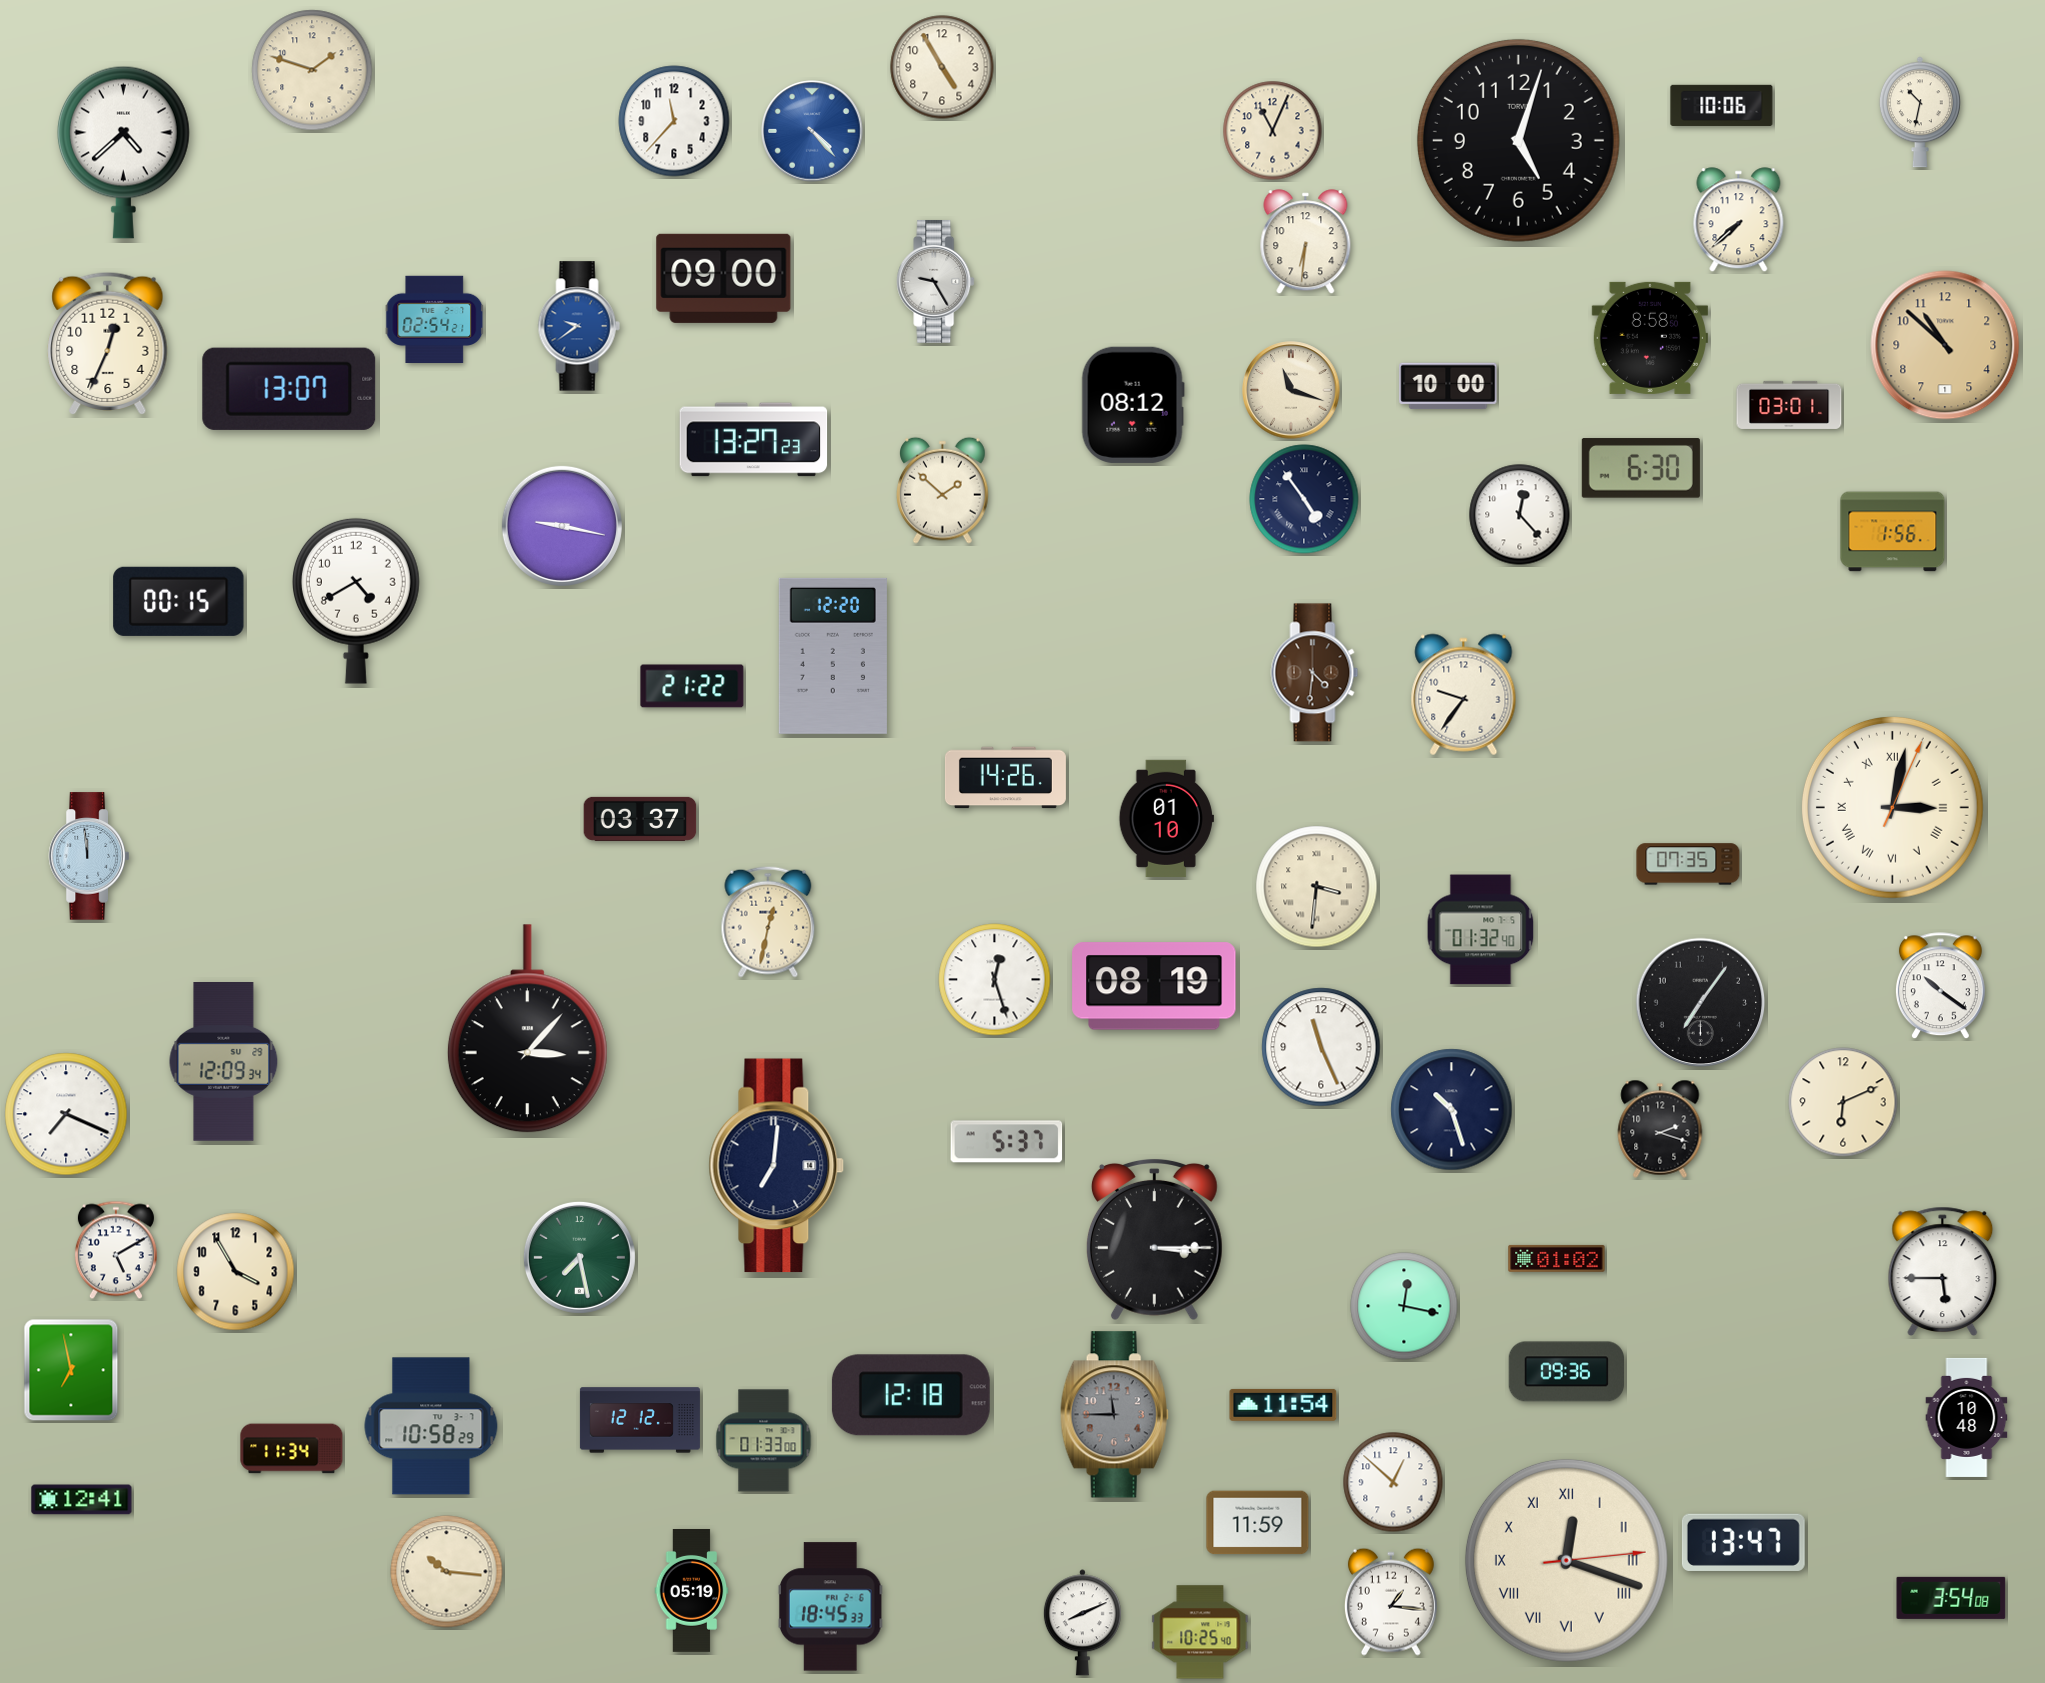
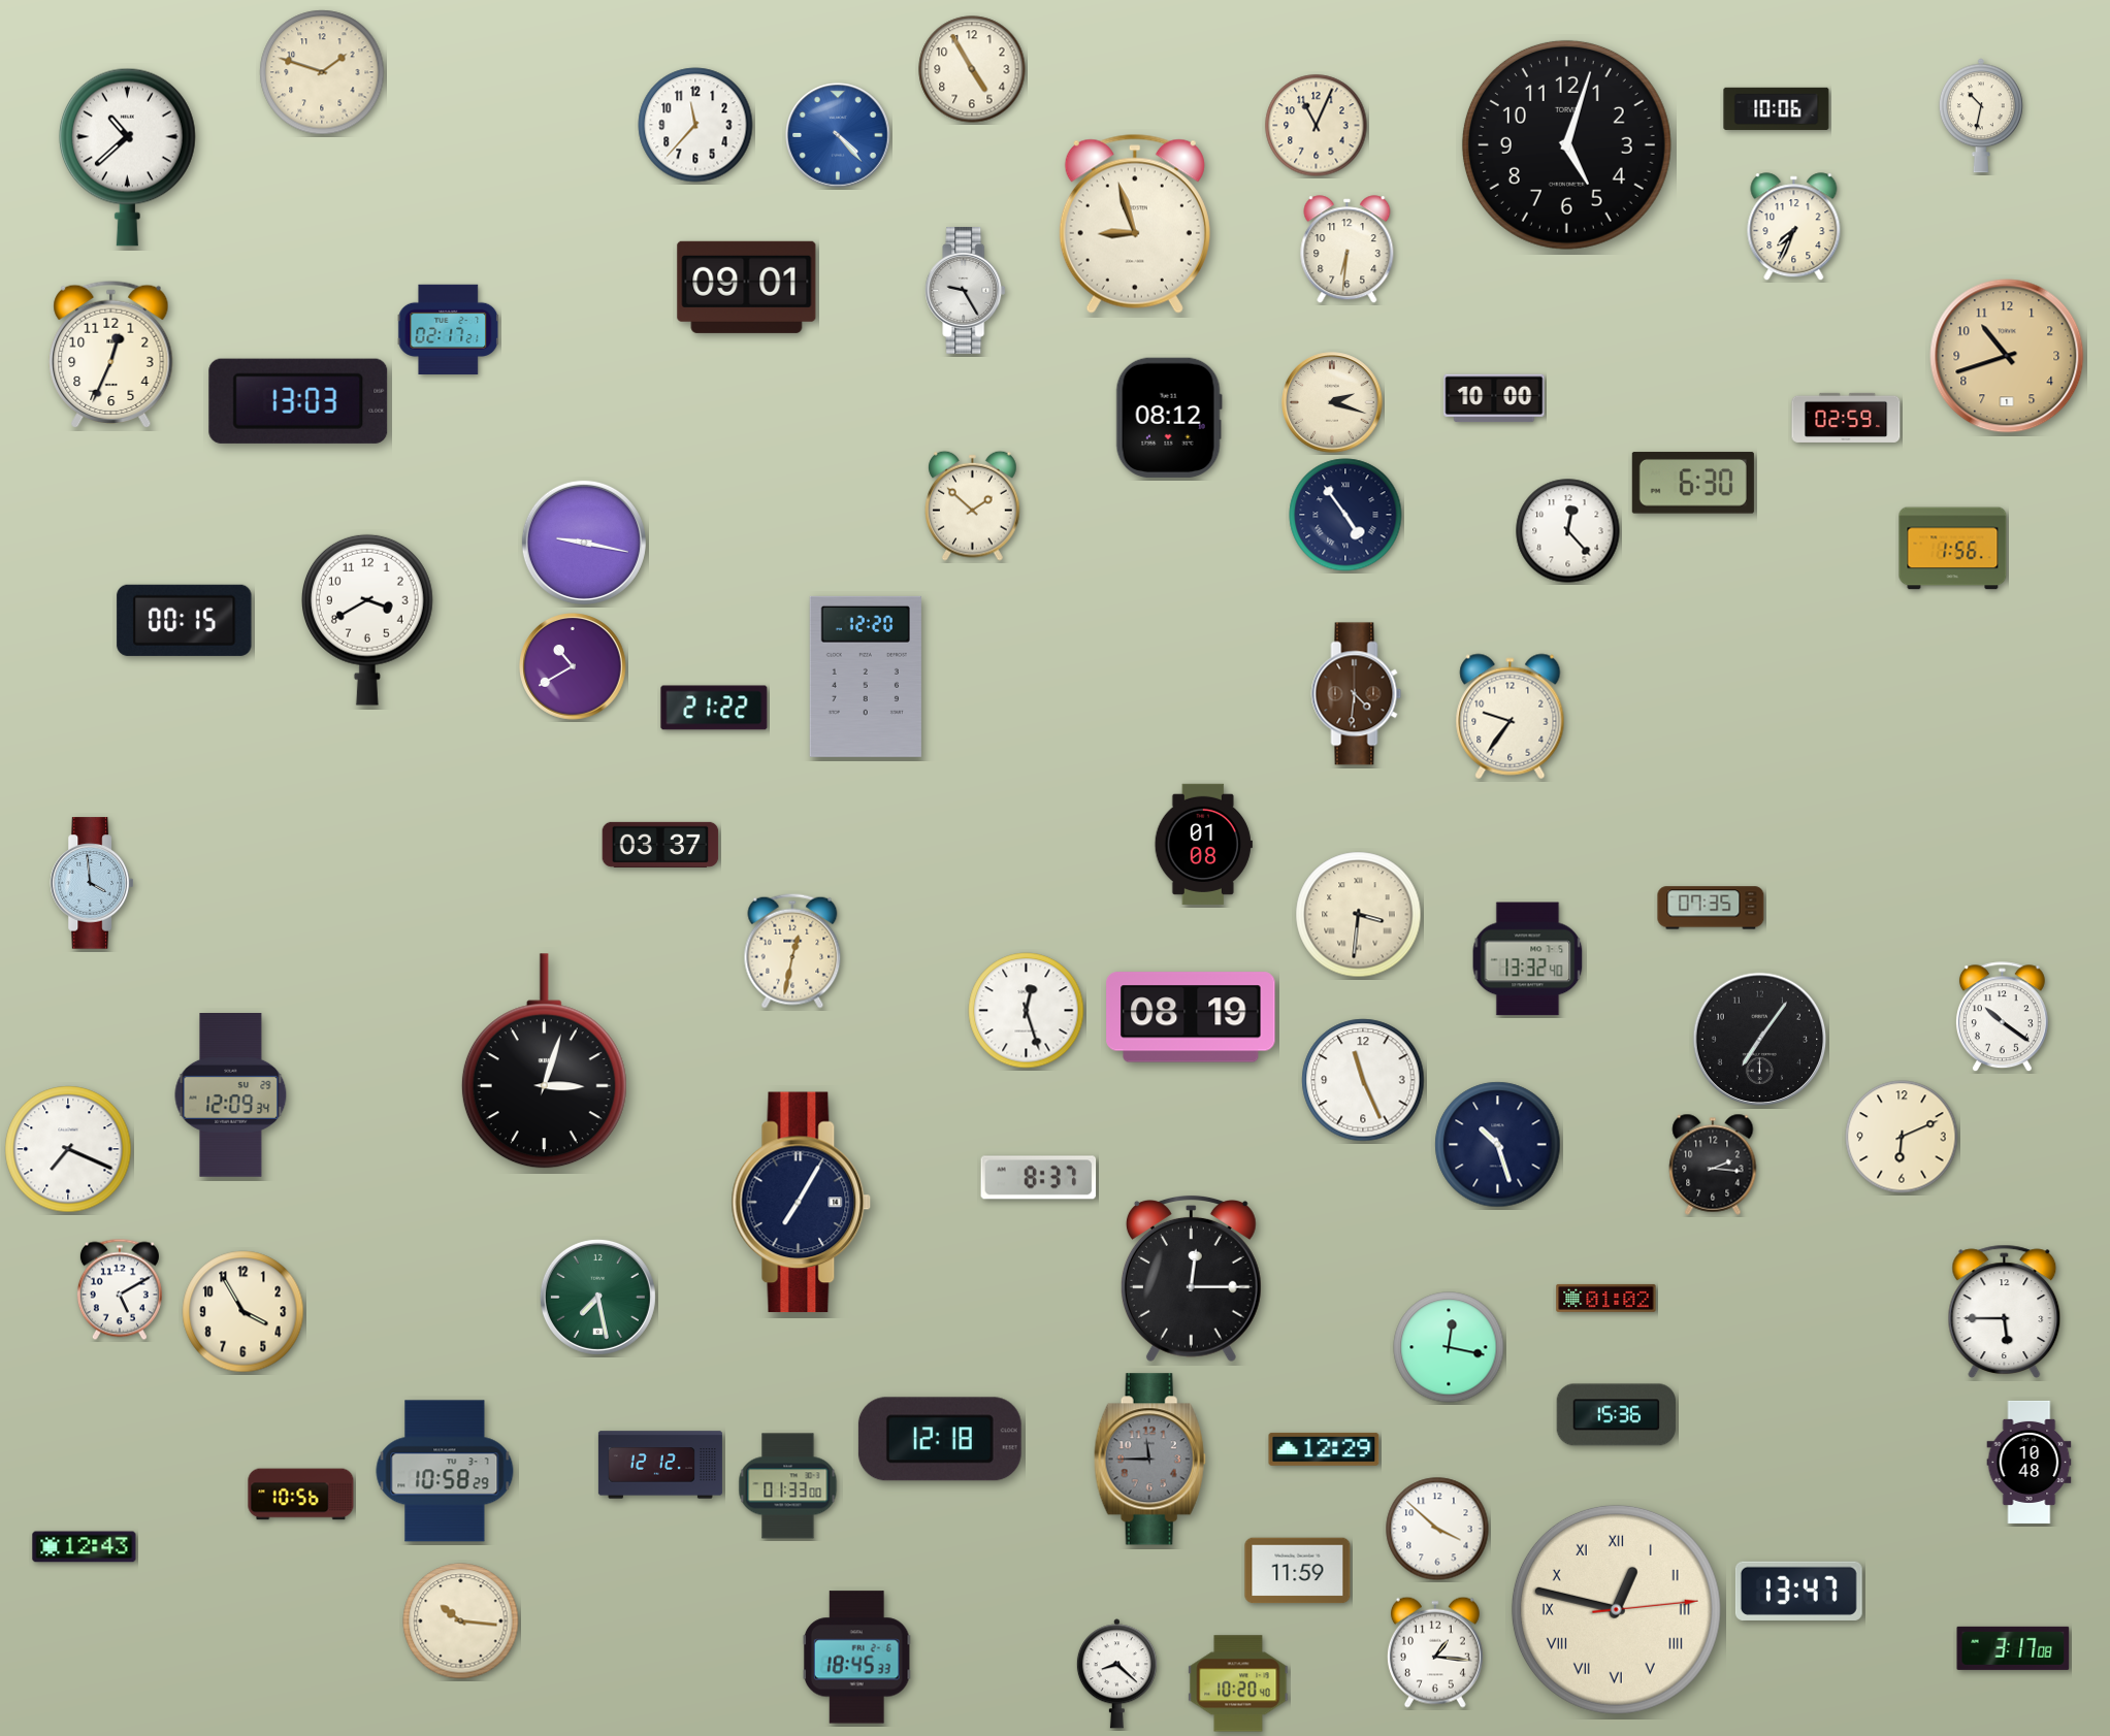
clock at (1273, 131) position: (1273, 131) -> (1317, 126)
clock at (123, 152): 4:38 -> 10:38
clock at (1135, 224): none -> 8:57
clock at (1739, 220): 7:38 -> 7:34
clock at (724, 278): 09:00 -> 09:01
clock at (435, 320): 02:54 -> 02:17
clock at (579, 326): 9:39 -> none
clock at (1650, 338): 8:58 -> none
clock at (1945, 345): 10:52 -> 10:42
clock at (289, 389): 13:07 -> 13:03
clock at (1291, 390): 11:18 -> 2:18
clock at (1789, 405): 03:01 -> 02:59
clock at (754, 440): 13:27 -> none
clock at (562, 526) position: (562, 526) -> (584, 543)
clock at (356, 601): 4:40 -> 3:40
clock at (573, 666): none -> 10:40
clock at (833, 656) position: (833, 656) -> (866, 677)
clock at (1005, 778): 14:26 -> none
clock at (1892, 807): 3:02 -> none
clock at (1166, 818): 01:10 -> 01:08
clock at (89, 856): 11:59 -> 3:59
clock at (1688, 864) position: (1688, 864) -> (1711, 908)
clock at (1481, 930): 01:32 -> 13:32
clock at (1701, 1003) position: (1701, 1003) -> (1760, 1040)
clock at (527, 1029): 3:07 -> 3:03
clock at (1660, 1129): 2:18 -> 2:16
clock at (1007, 1142): 5:37 -> 8:37
clock at (777, 1166): 7:01 -> 7:05
clock at (1154, 1239): 3:15 -> 12:15
clock at (71, 1370): 6:58 -> none
clock at (1566, 1372): 09:36 -> 15:36
clock at (1283, 1405): 11:54 -> 12:29
clock at (292, 1449): 11:34 -> 10:56
clock at (1393, 1482): 12:52 -> 3:52
clock at (82, 1500): 12:41 -> 12:43
clock at (1566, 1560): 12:18 -> 12:47
clock at (692, 1591): 05:19 -> none
clock at (1951, 1598): 3:54 -> 3:17
clock at (1082, 1623): 8:11 -> 8:22
clock at (1200, 1632): 10:25 -> 10:20
